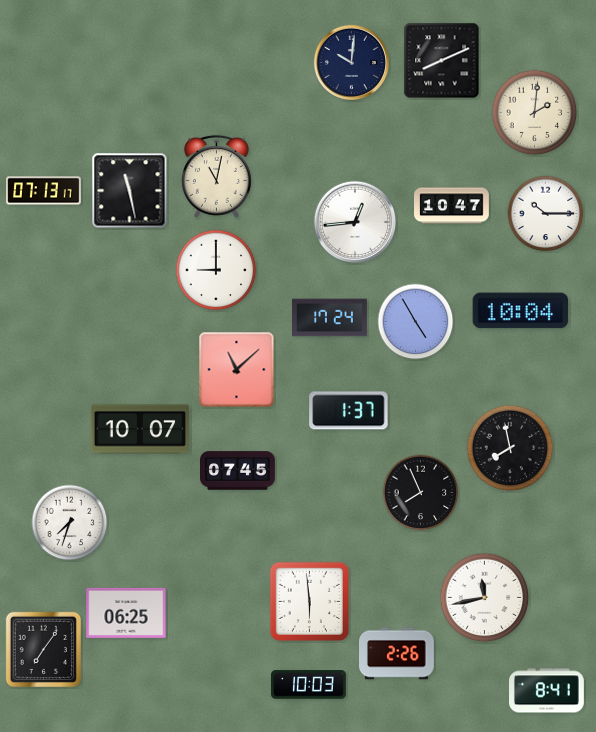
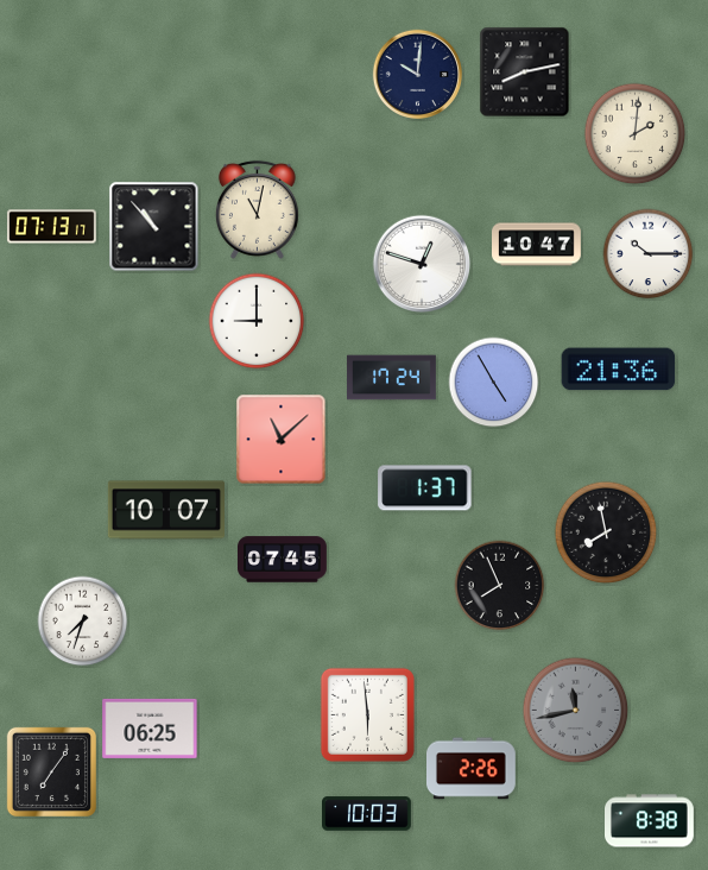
clock at (442, 61): 8:11 -> 8:13
clock at (130, 191): 11:28 -> 10:53
clock at (355, 222): 12:44 -> 12:48
clock at (521, 311): 10:04 -> 21:36
clock at (349, 411) position: (349, 411) -> (425, 488)
clock at (485, 598) dial: white -> grey
clock at (397, 654) position: (397, 654) -> (472, 769)
clock at (547, 691): 8:41 -> 8:38
